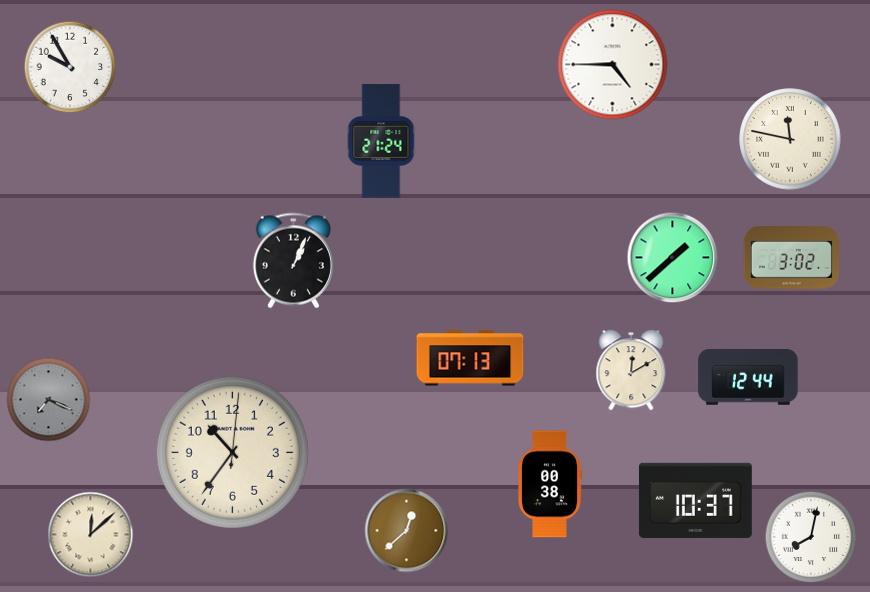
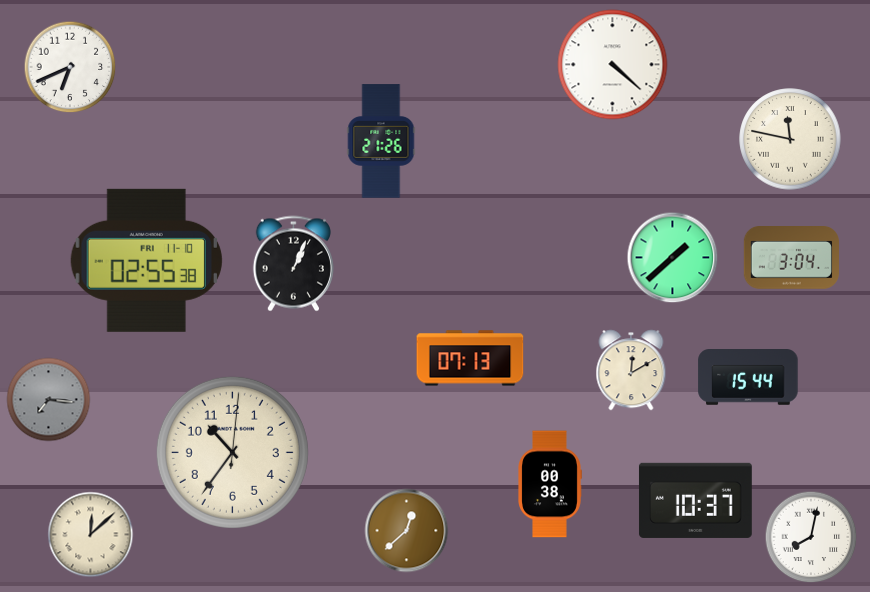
clock at (613, 65): 4:45 -> 4:22
clock at (70, 67): 9:55 -> 6:41
clock at (381, 141): 21:24 -> 21:26
clock at (791, 258): 3:02 -> 3:04
clock at (146, 260): none -> 02:55
clock at (293, 261) position: (293, 261) -> (293, 264)
clock at (748, 378): 12:44 -> 15:44
clock at (49, 400): 7:19 -> 7:16
